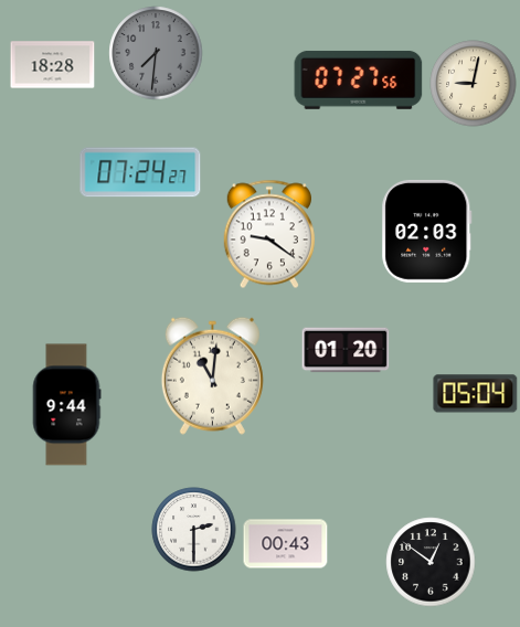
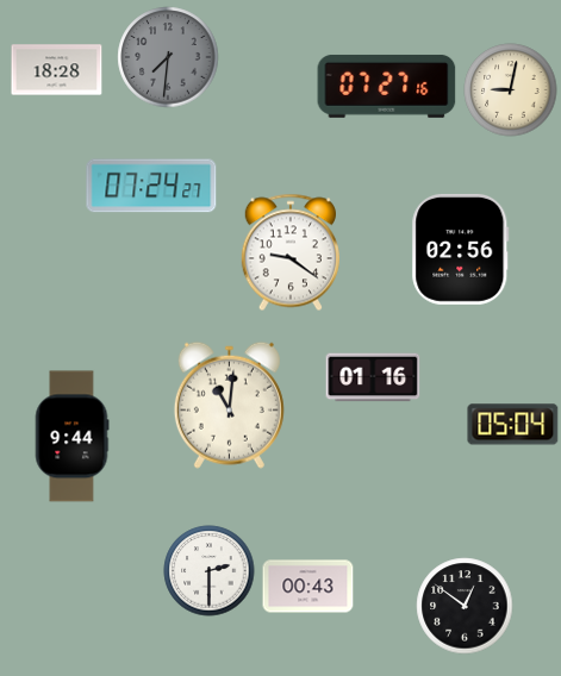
clock at (359, 79): 07:27:56 -> 07:27:16
clock at (427, 231): 02:03 -> 02:56
clock at (346, 350): 01:20 -> 01:16
